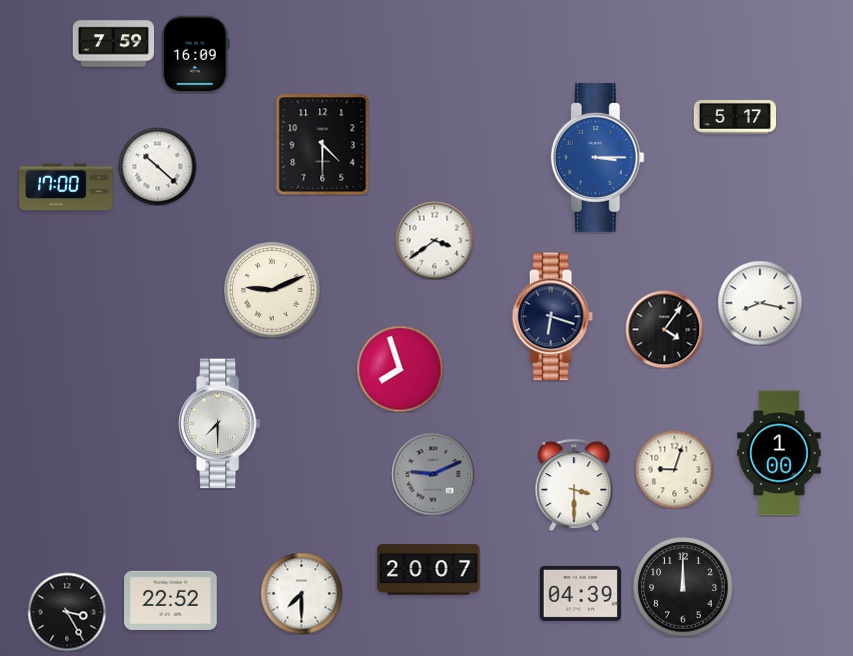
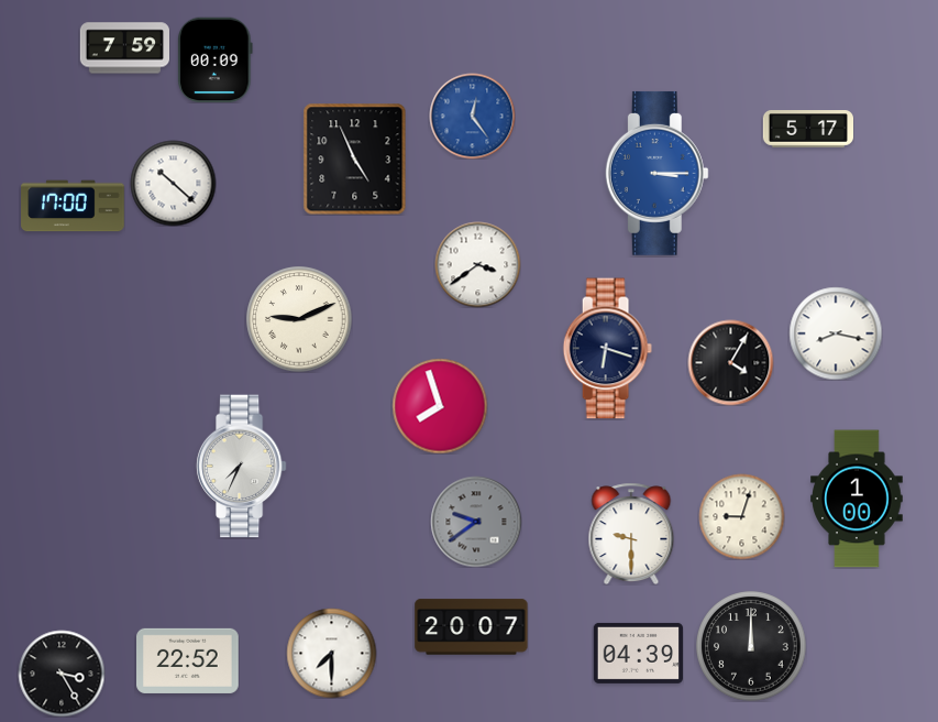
clock at (196, 54): 16:09 -> 00:09
clock at (472, 116): none -> 12:24
clock at (323, 144): 4:30 -> 4:56
clock at (664, 329): 4:06 -> 4:05
clock at (219, 424): 7:30 -> 7:34
clock at (433, 474): 9:11 -> 9:39
clock at (574, 485): 3:30 -> 9:30
clock at (67, 612) position: (67, 612) -> (62, 674)
